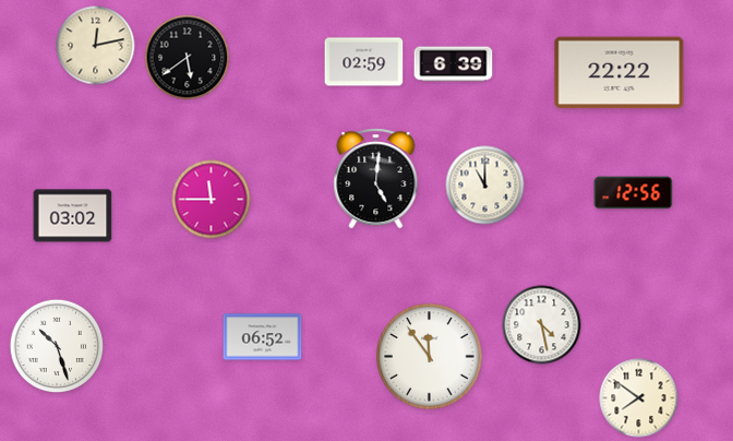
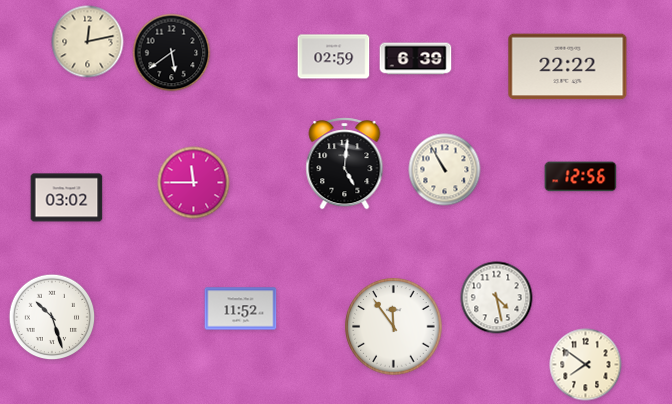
clock at (485, 186): 11:00 -> 10:55
clock at (263, 337): 06:52 -> 11:52
